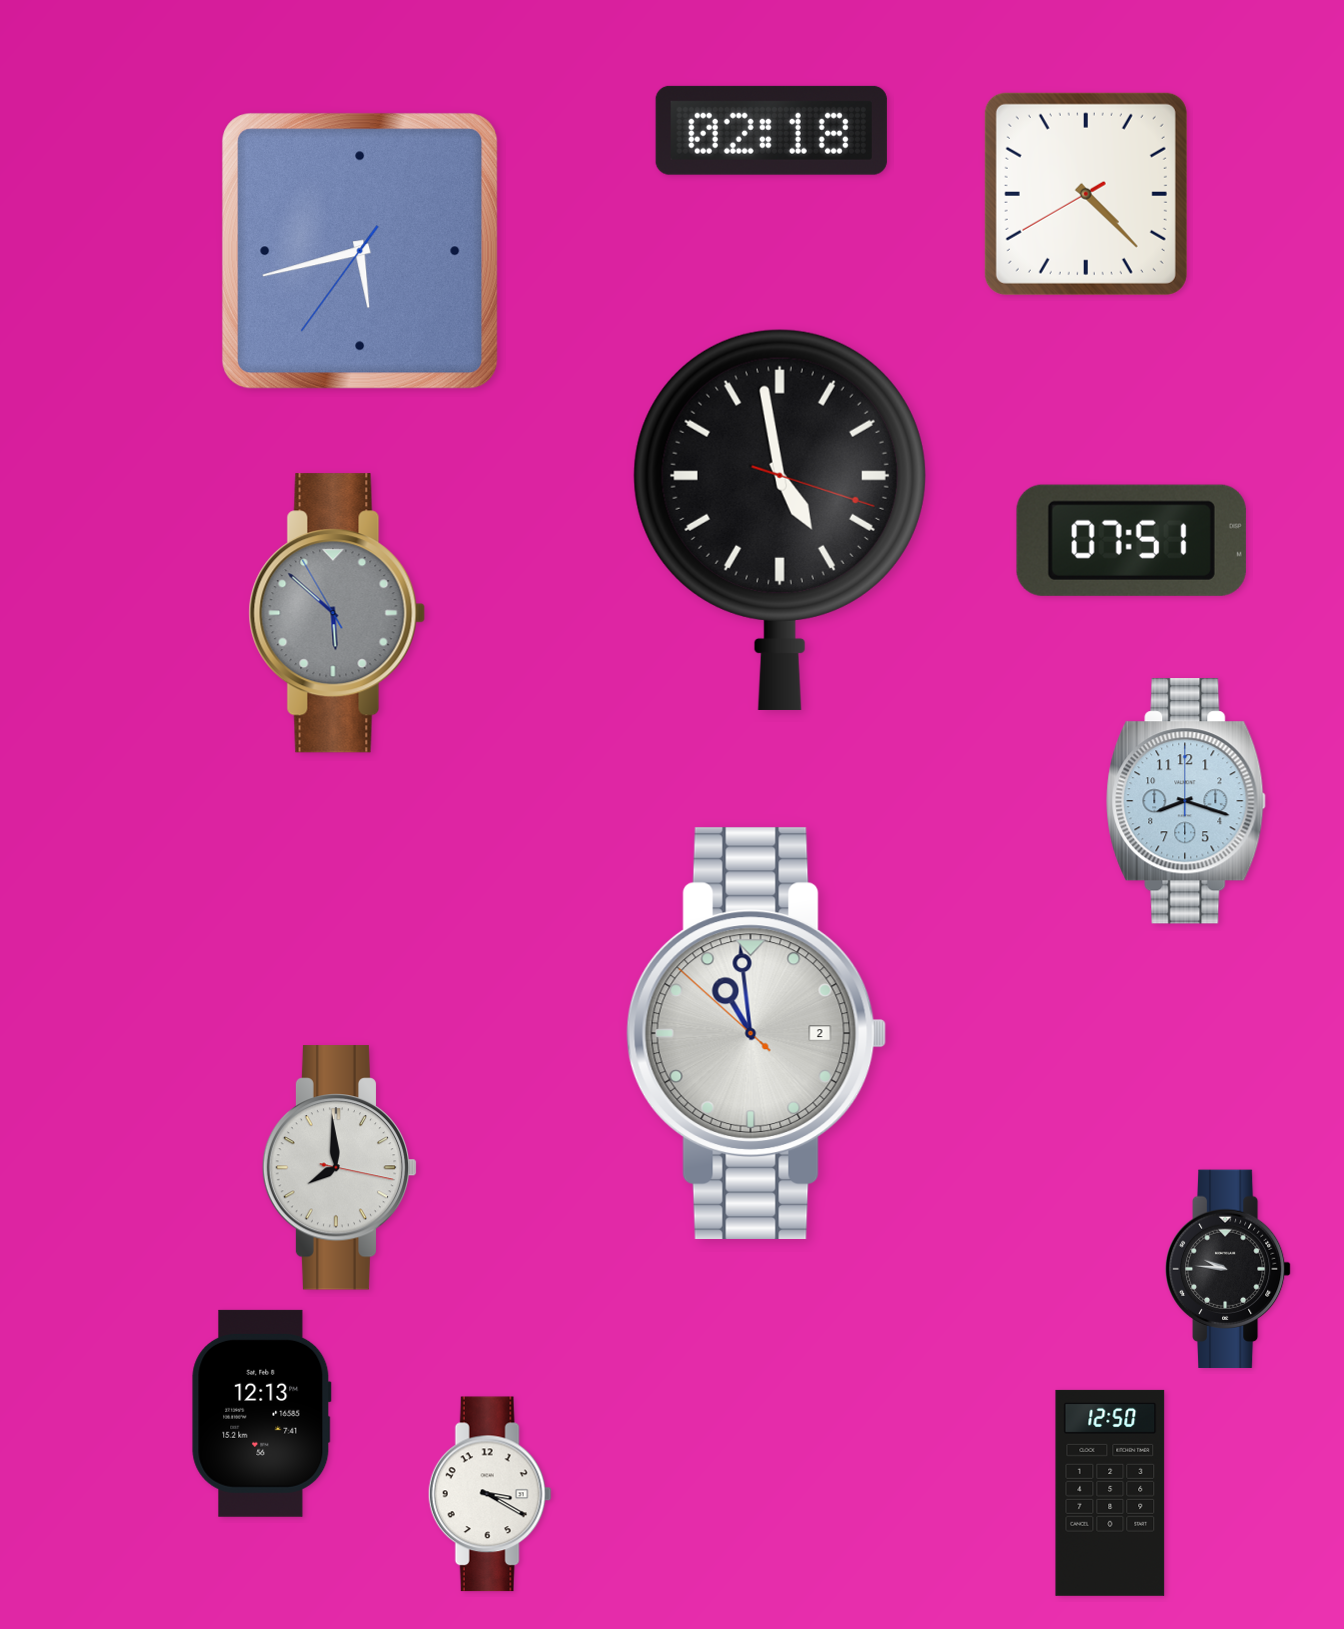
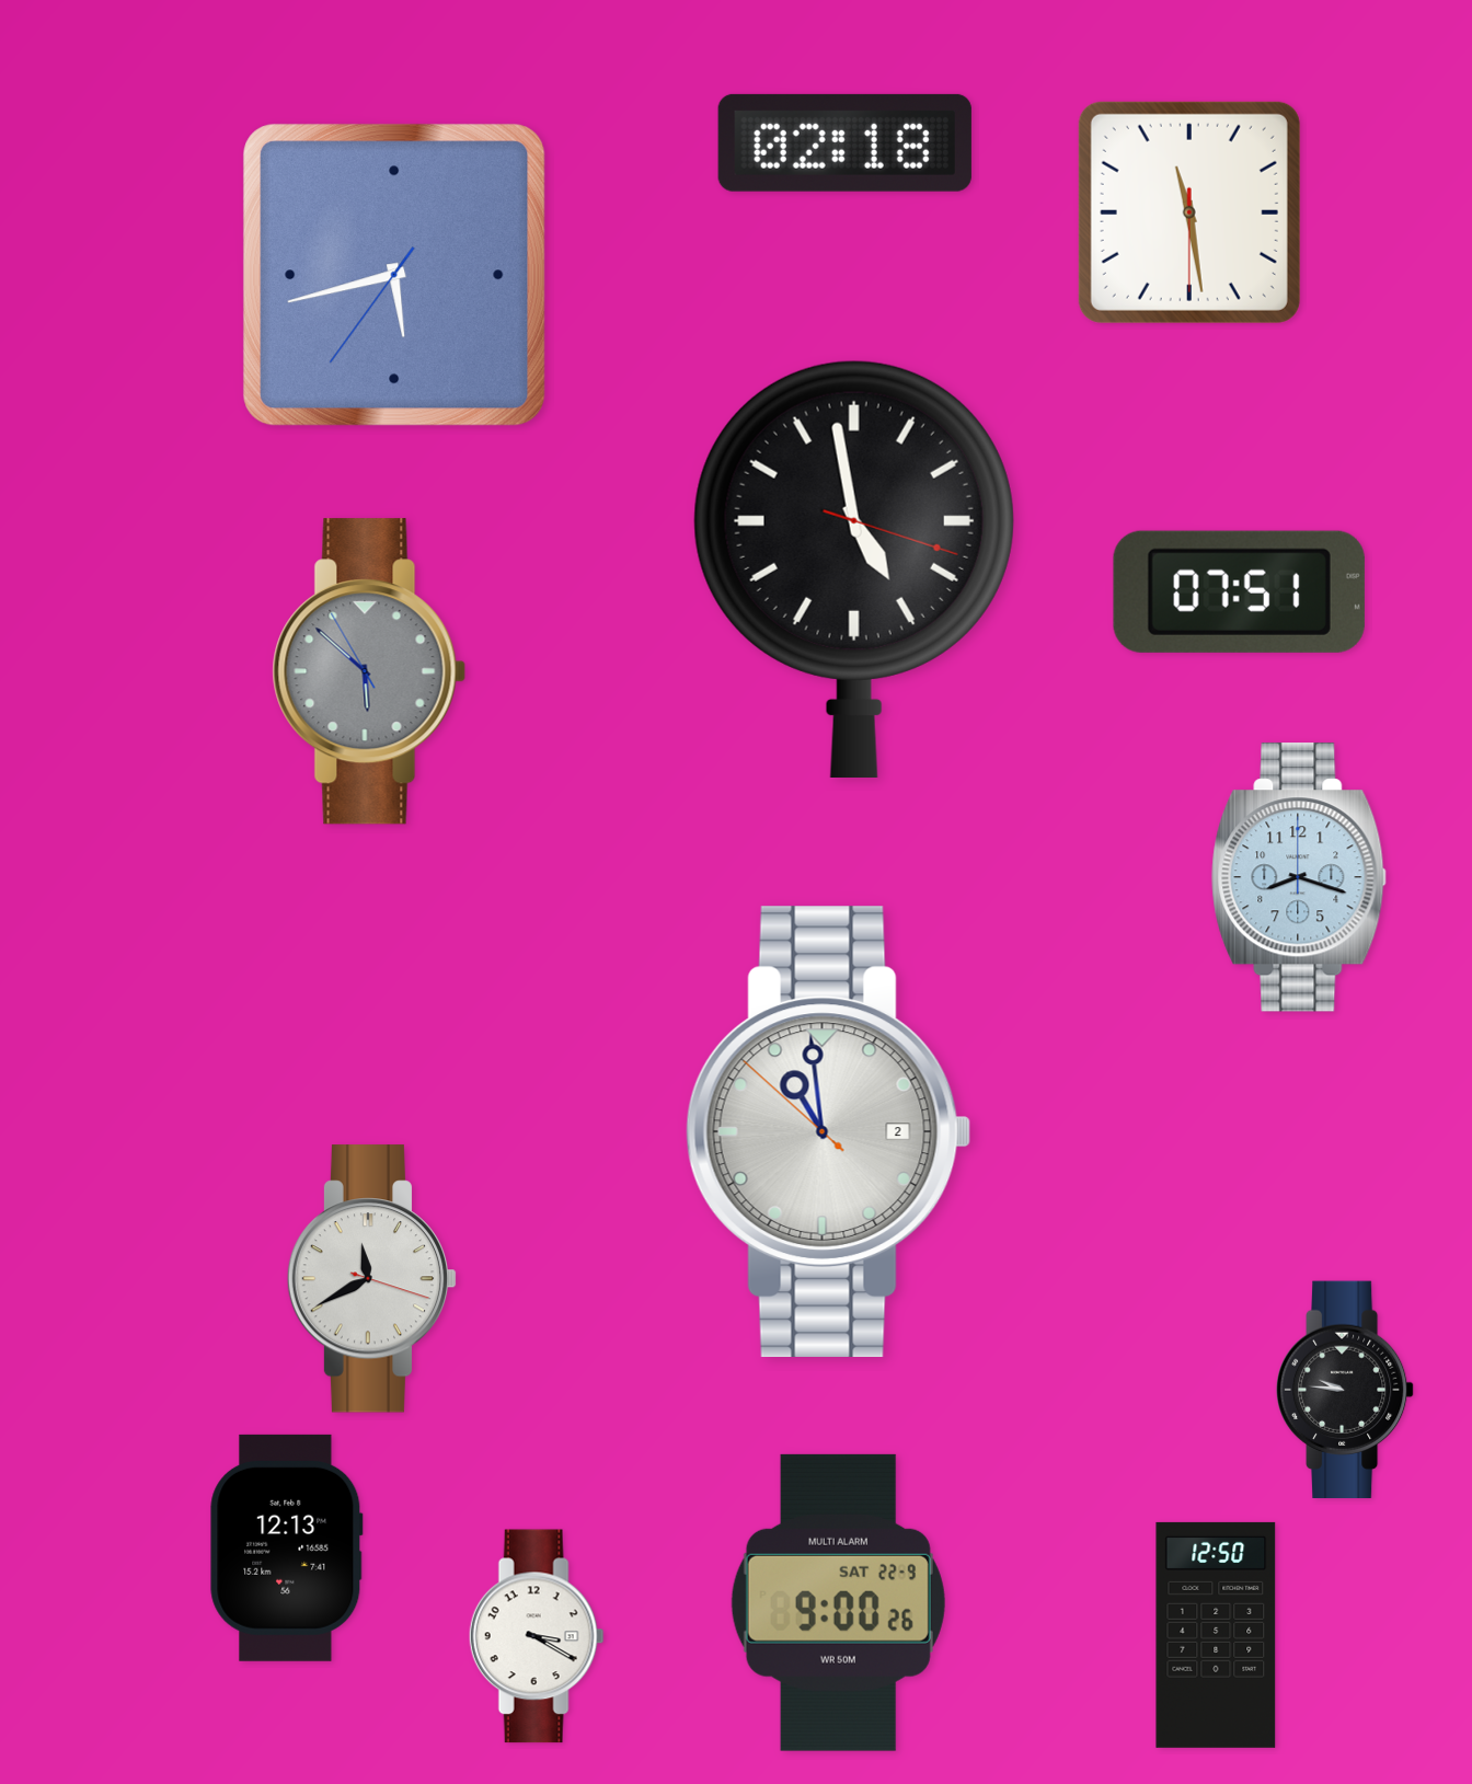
clock at (1086, 194): 4:22 -> 11:28
clock at (340, 1168): 7:59 -> 11:40
clock at (838, 1602): none -> 9:00
